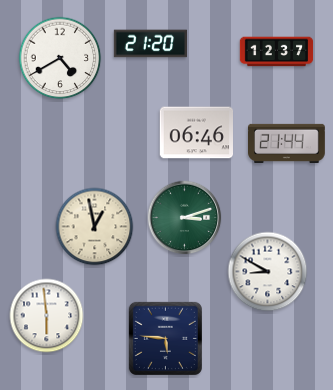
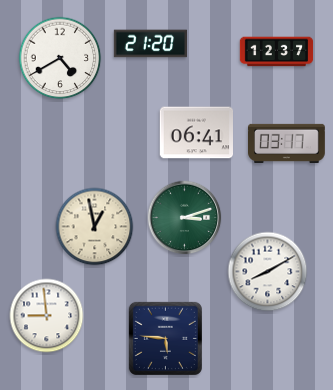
clock at (196, 133): 06:46 -> 06:41
clock at (287, 143): 21:44 -> 03:17
clock at (268, 272): 8:50 -> 8:10
clock at (47, 316): 5:59 -> 8:59
